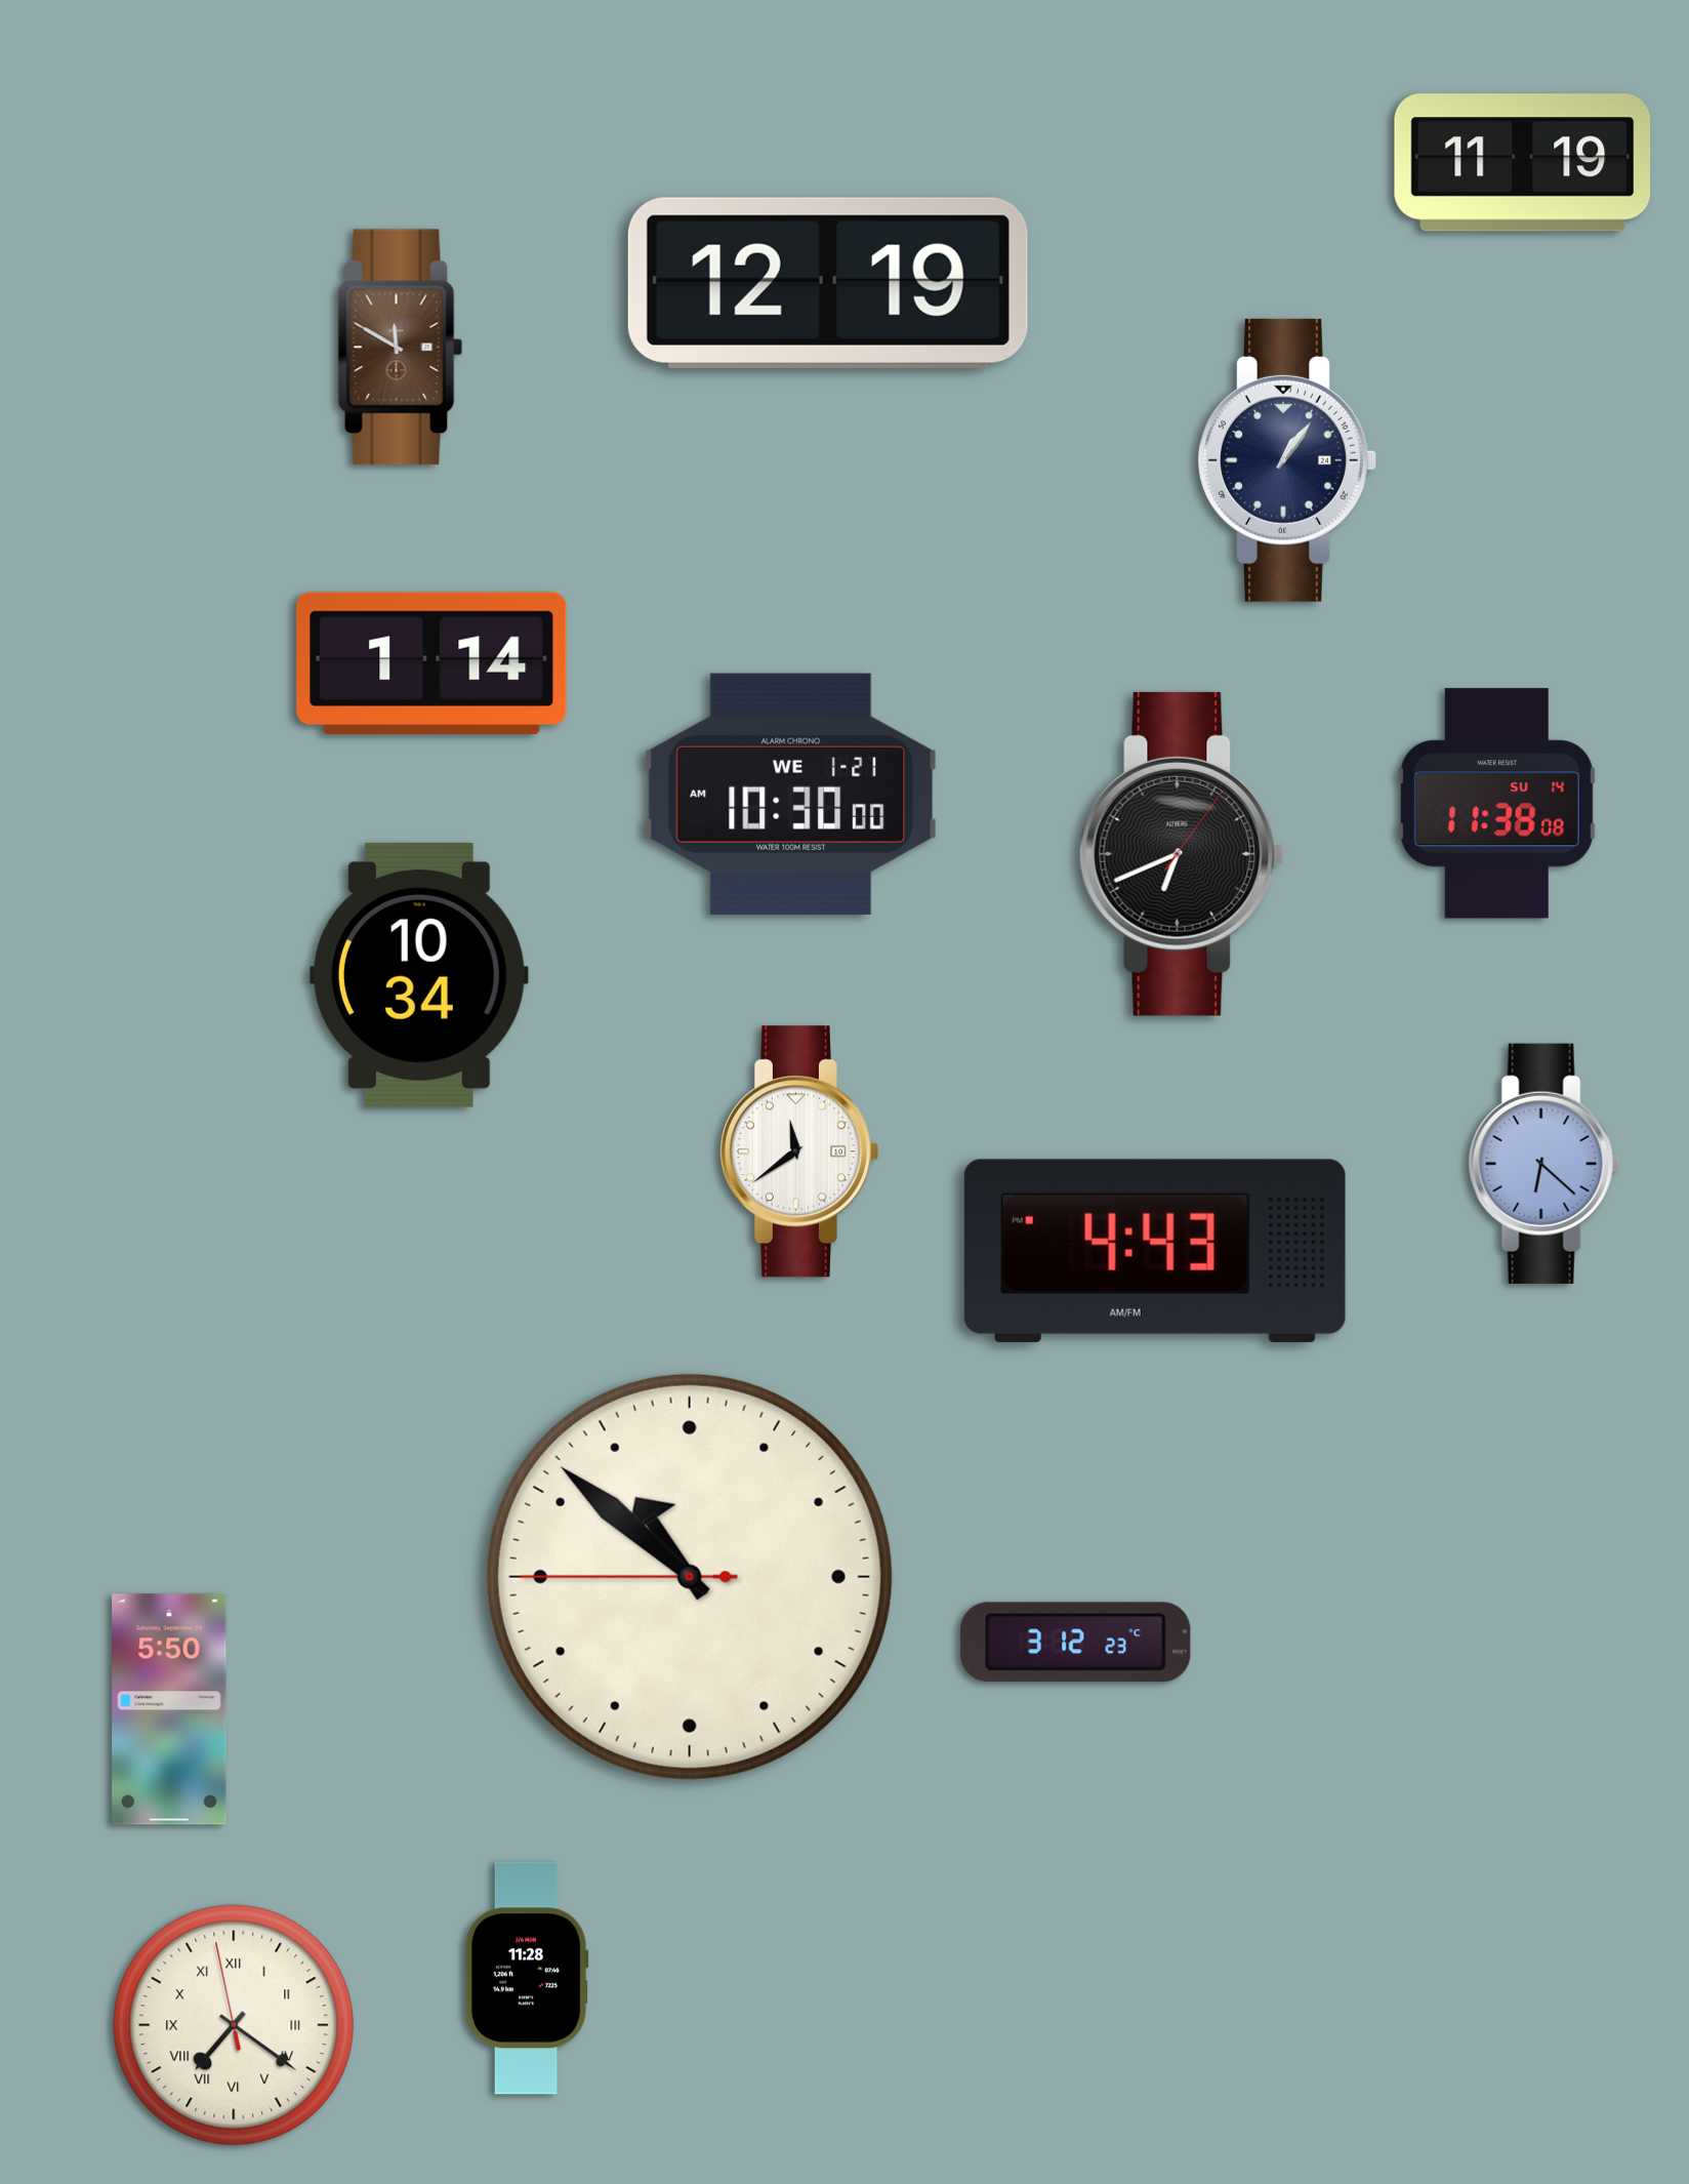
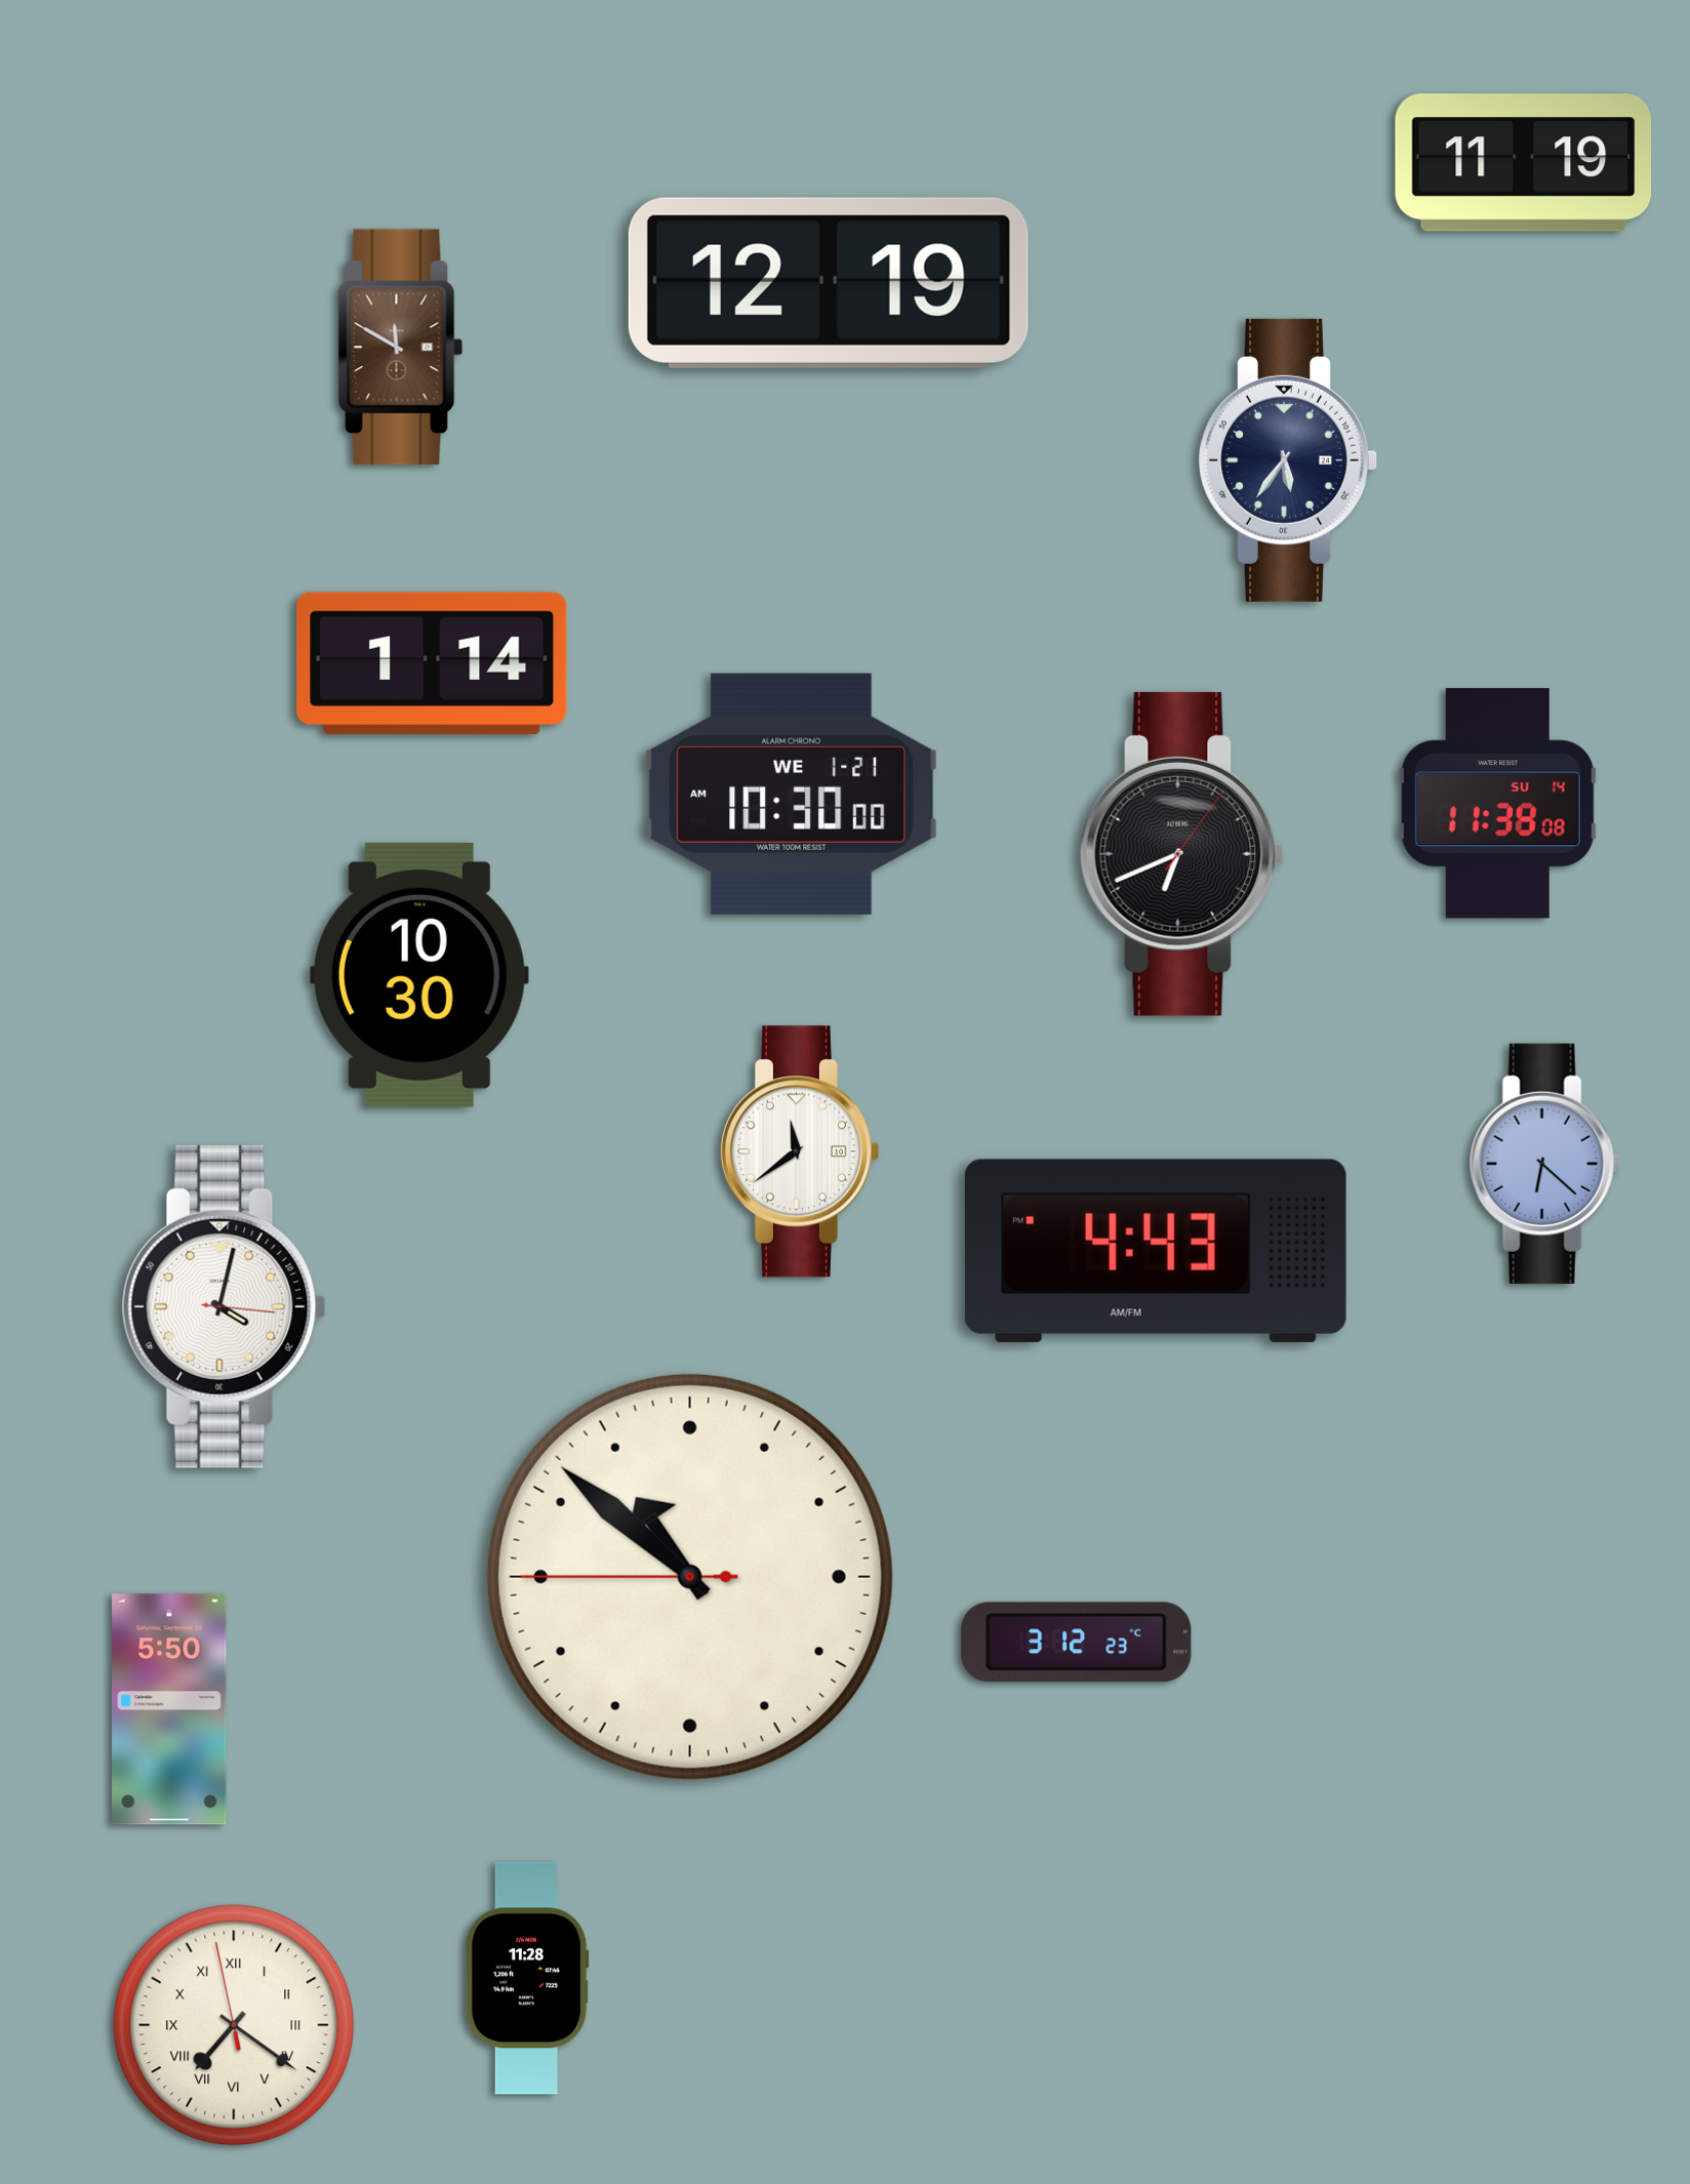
clock at (1287, 460): 1:06 -> 5:36
clock at (419, 975): 10:34 -> 10:30
clock at (224, 1306): none -> 4:02
